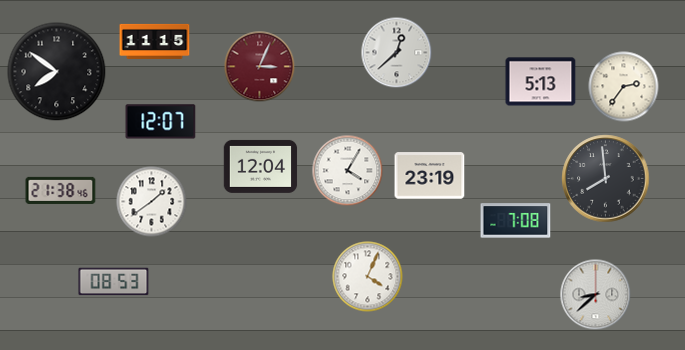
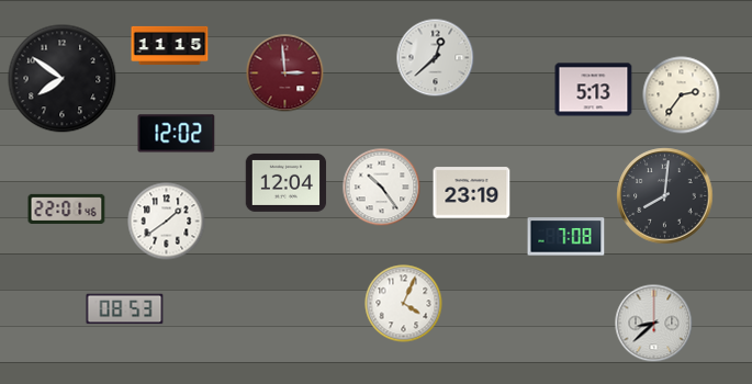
clock at (260, 67): 3:04 -> 2:59
clock at (624, 87) position: (624, 87) -> (682, 95)
clock at (161, 122): 12:07 -> 12:02
clock at (348, 171): 4:05 -> 10:24
clock at (606, 179): 7:59 -> 8:01
clock at (61, 190): 21:38 -> 22:01
clock at (516, 221) position: (516, 221) -> (566, 237)
